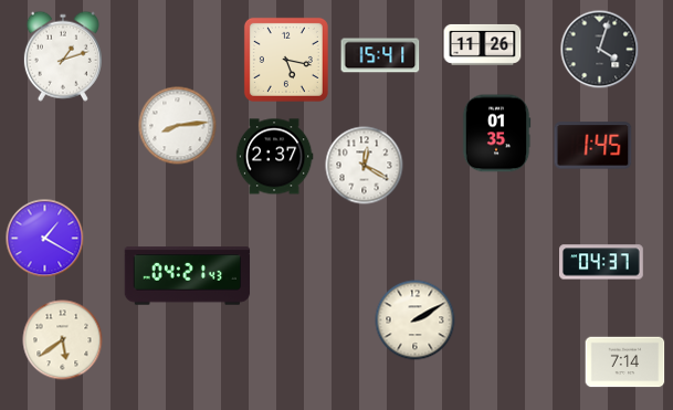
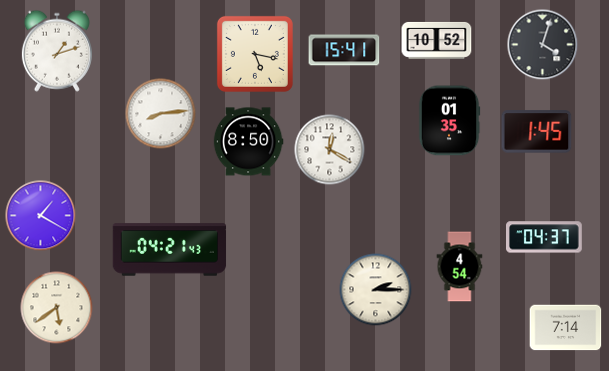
clock at (483, 44): 11:26 -> 10:52
clock at (286, 60) position: (286, 60) -> (255, 54)
clock at (274, 157): 2:37 -> 8:50
clock at (460, 267): none -> 4:54
clock at (416, 320): 2:10 -> 2:15
